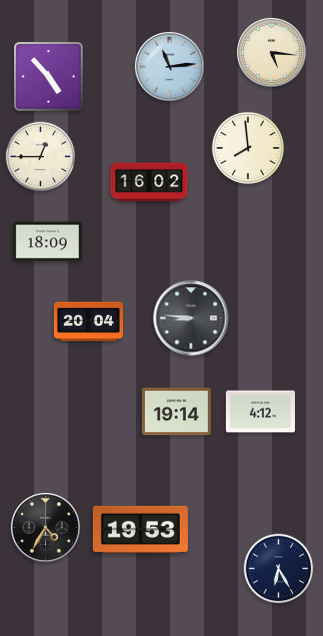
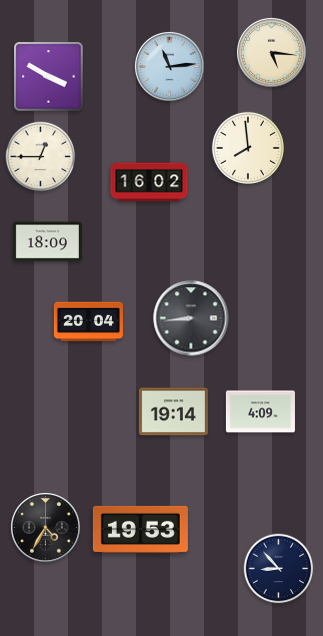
clock at (49, 77): 4:53 -> 3:50
clock at (191, 318): 8:46 -> 8:44
clock at (176, 412) position: (176, 412) -> (173, 412)
clock at (260, 412): 4:12 -> 4:09
clock at (279, 569): 6:25 -> 8:53
